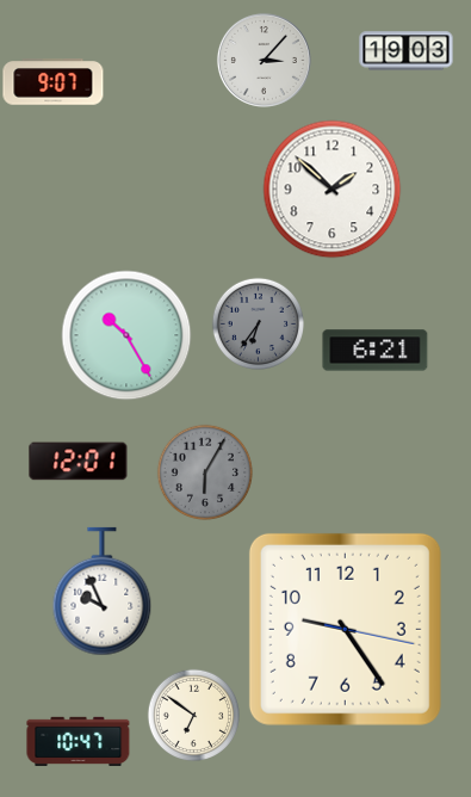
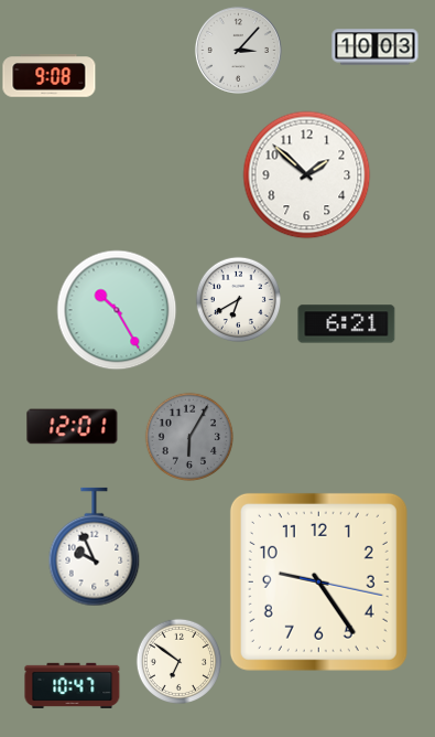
clock at (407, 51): 19:03 -> 10:03
clock at (264, 60) position: (264, 60) -> (238, 50)
clock at (54, 82): 9:07 -> 9:08
clock at (258, 323): 6:36 -> 6:40
clock at (258, 323) dial: grey -> white
